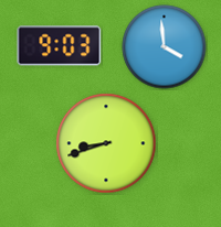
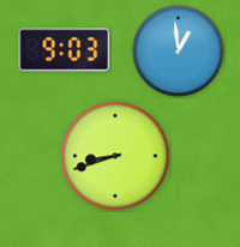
clock at (165, 47): 3:59 -> 12:59
